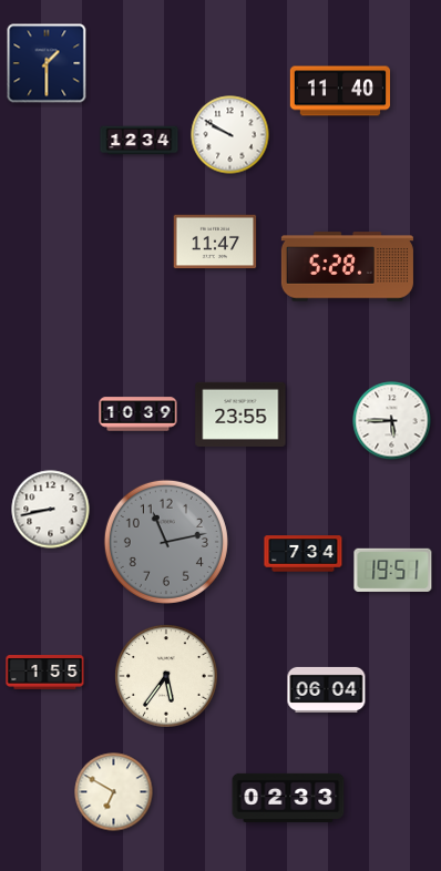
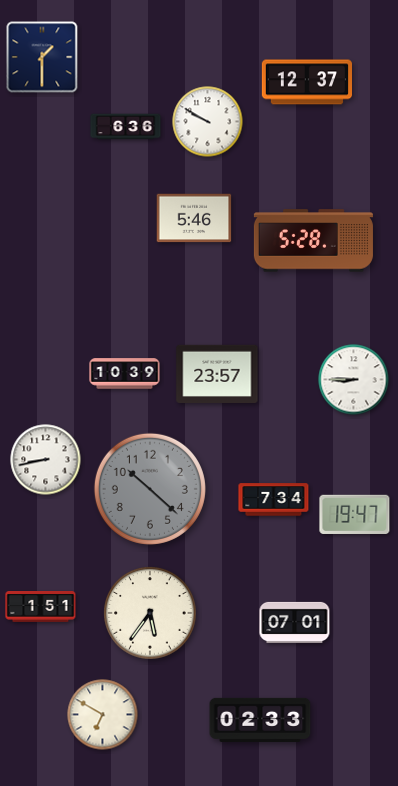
clock at (339, 91): 11:40 -> 12:37
clock at (140, 141): 12:34 -> 6:36
clock at (215, 242): 11:47 -> 5:46
clock at (240, 413): 23:55 -> 23:57
clock at (392, 421): 5:45 -> 8:45
clock at (166, 542): 11:13 -> 10:22
clock at (393, 570): 19:51 -> 19:47
clock at (45, 673): 1:55 -> 1:51
clock at (166, 676) position: (166, 676) -> (150, 613)
clock at (327, 689): 06:04 -> 07:01
